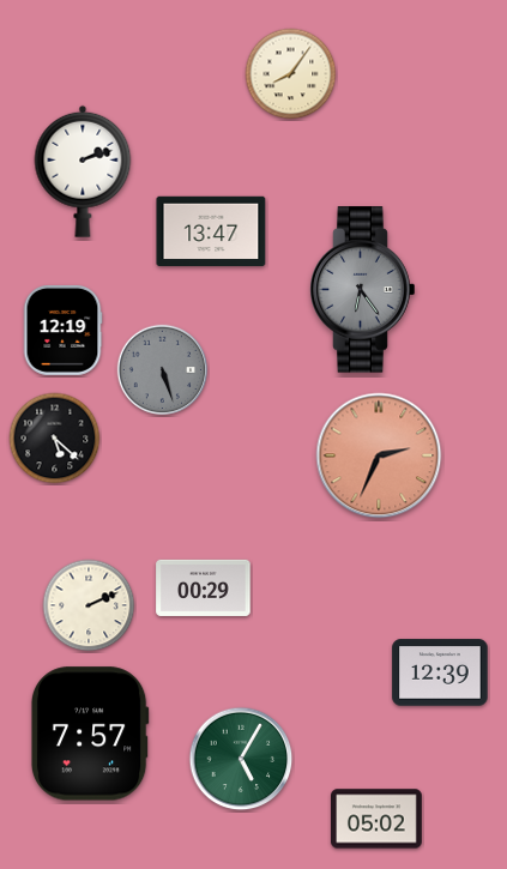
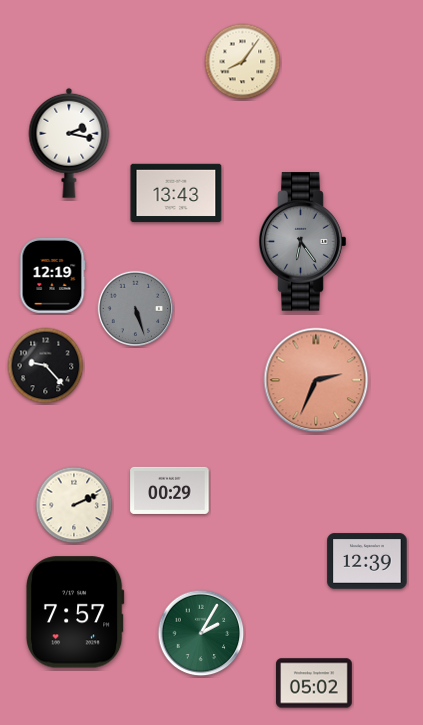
clock at (83, 171): 2:12 -> 2:17
clock at (211, 231): 13:47 -> 13:43
clock at (55, 439): 5:22 -> 9:23
clock at (241, 759): 5:05 -> 2:05
